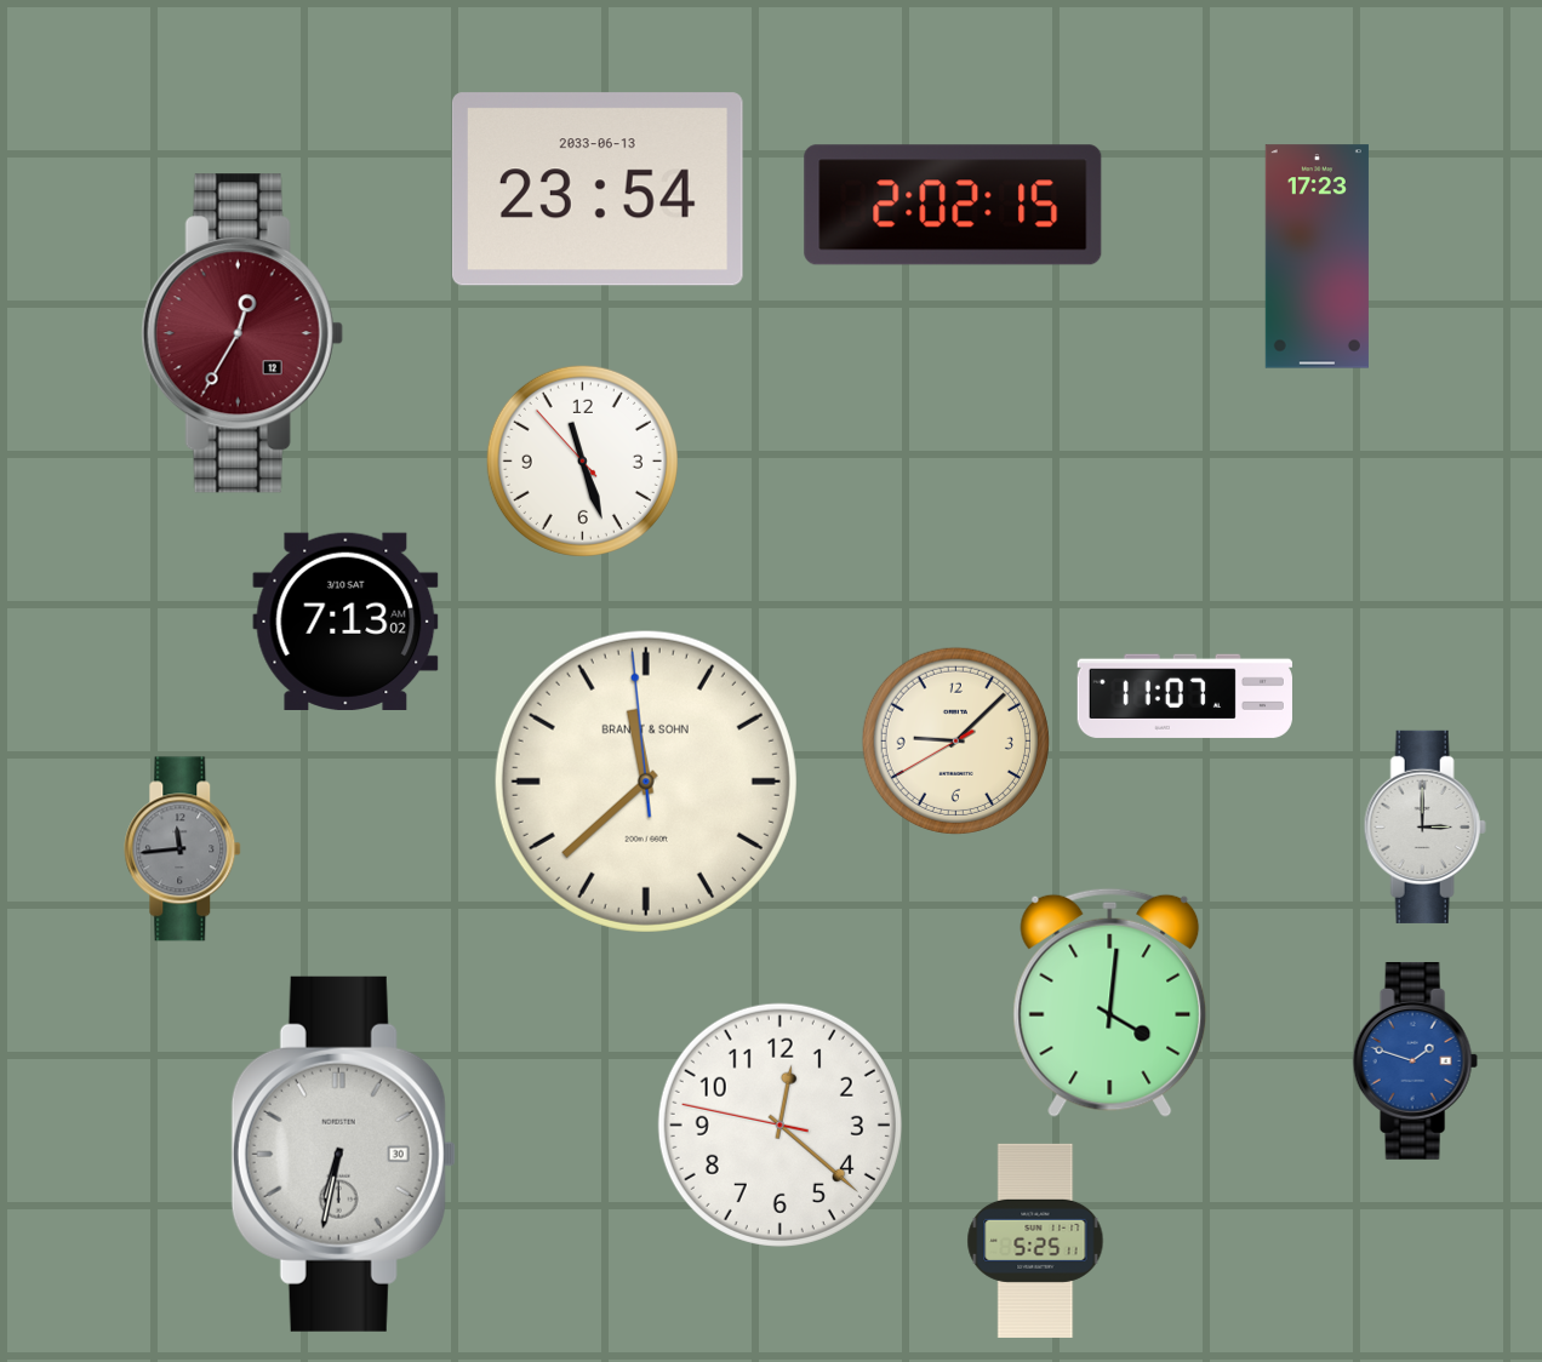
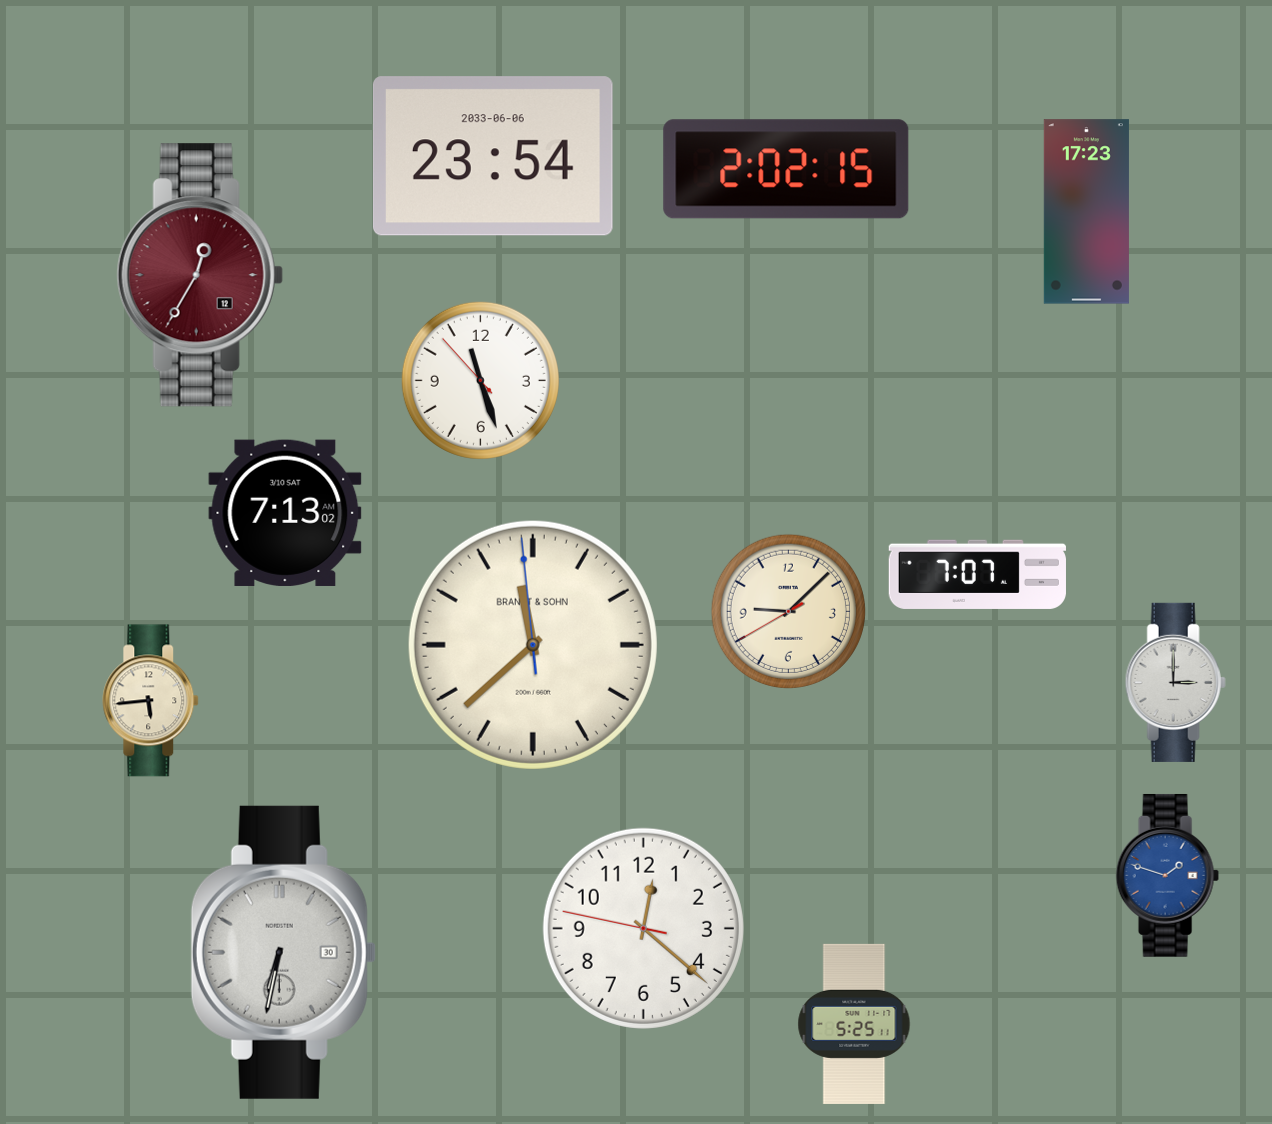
clock at (598, 189) date: 2033-06-13 -> 2033-06-06
clock at (1184, 696): 11:07 -> 7:07
clock at (183, 849): 11:44 -> 5:44
clock at (183, 849) dial: grey -> cream
clock at (1110, 1002): 4:01 -> none
